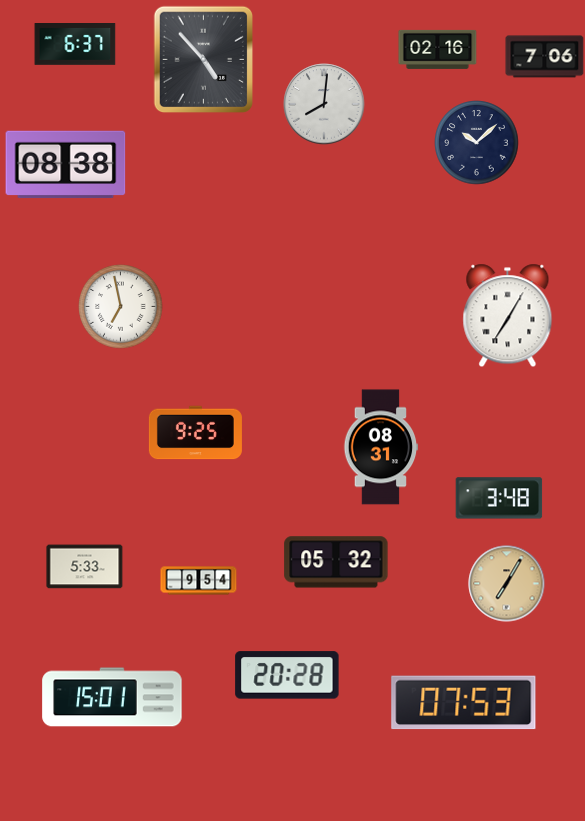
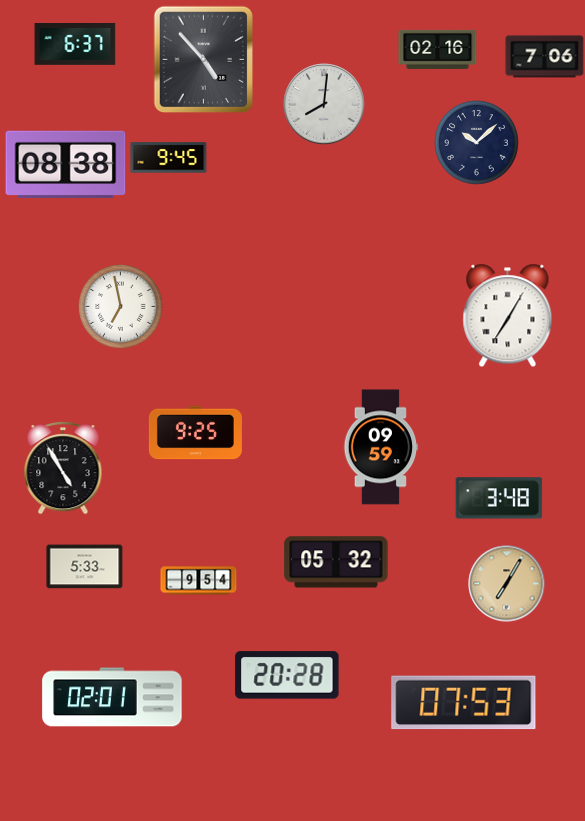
clock at (169, 158): none -> 9:45
clock at (381, 447): 08:31 -> 09:59
clock at (63, 469): none -> 4:55
clock at (112, 697): 15:01 -> 02:01
